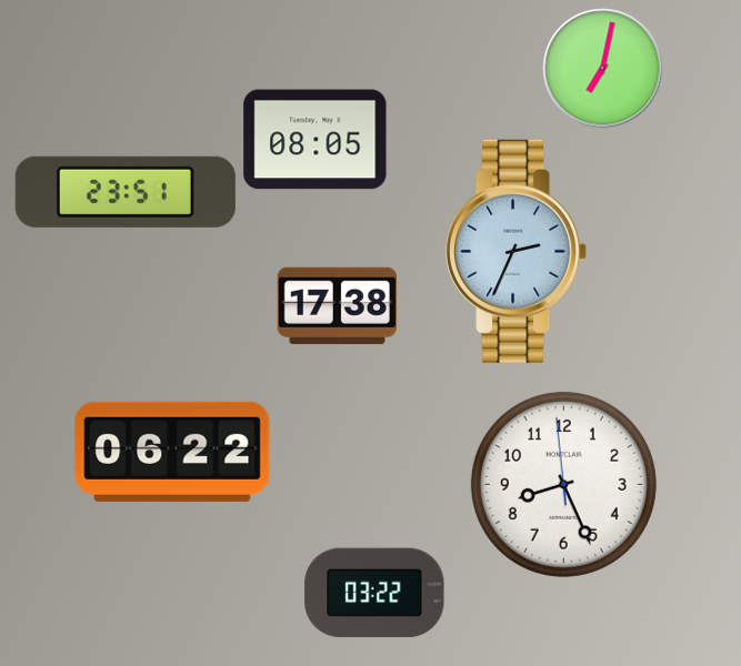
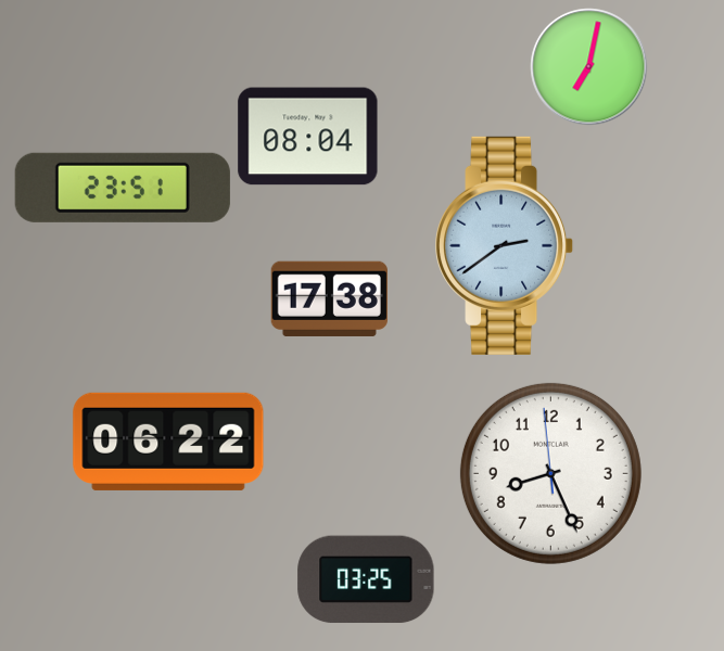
clock at (316, 140): 08:05 -> 08:04
clock at (517, 251): 2:34 -> 2:39
clock at (374, 593): 03:22 -> 03:25
